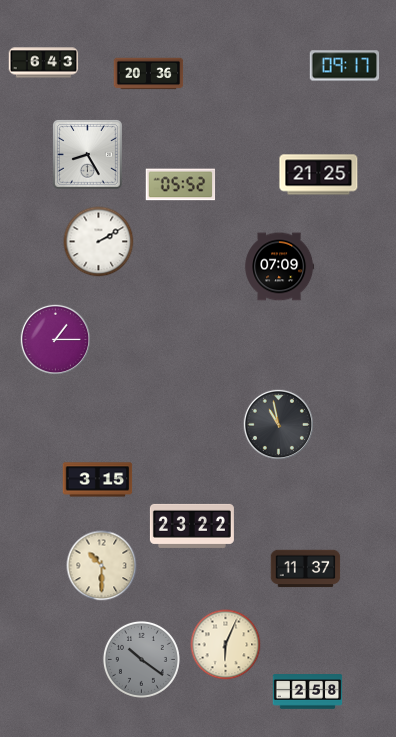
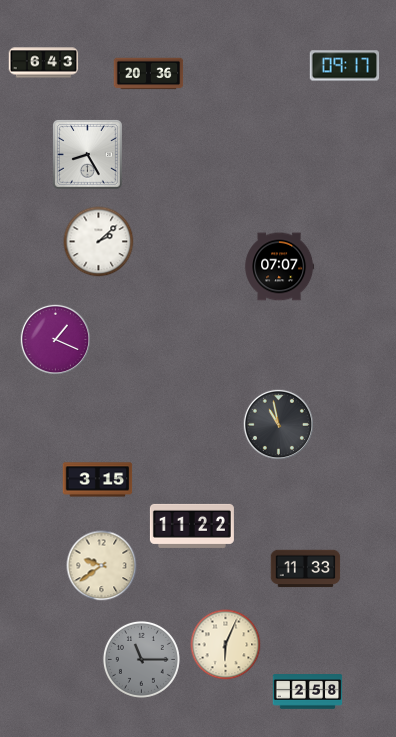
clock at (319, 175): 21:25 -> none
clock at (181, 185): 05:52 -> none
clock at (99, 242): 2:10 -> 2:08
clock at (280, 267): 07:09 -> 07:07
clock at (55, 339): 1:15 -> 1:19
clock at (192, 526): 23:22 -> 11:22
clock at (102, 566): 10:30 -> 9:39
clock at (306, 569): 11:37 -> 11:33
clock at (141, 659): 10:21 -> 11:15
